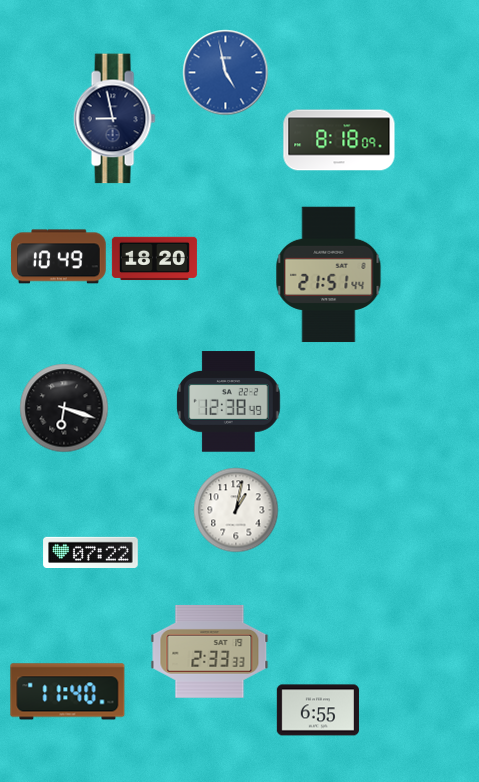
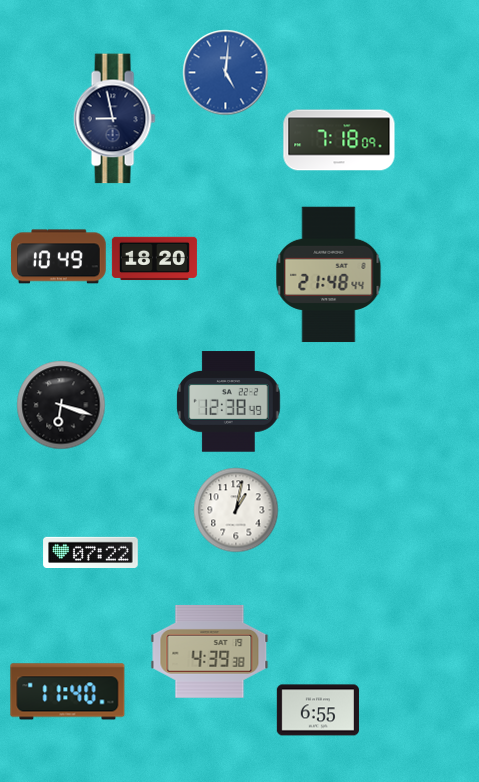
clock at (225, 72): 4:58 -> 5:01
clock at (339, 140): 8:18 -> 7:18
clock at (329, 275): 21:51 -> 21:48
clock at (64, 408) position: (64, 408) -> (61, 405)
clock at (210, 651): 2:33 -> 4:39
